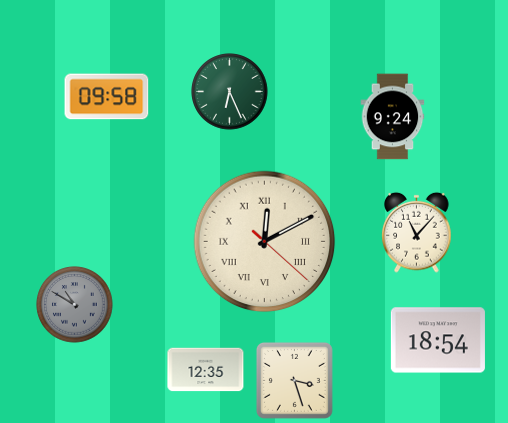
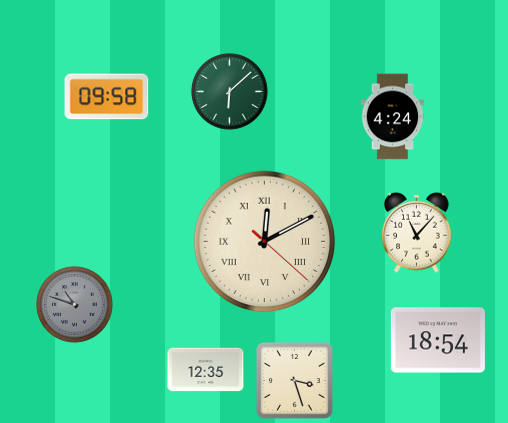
clock at (230, 92): 6:26 -> 6:08
clock at (393, 117): 9:24 -> 4:24
clock at (75, 305): 10:50 -> 10:48
